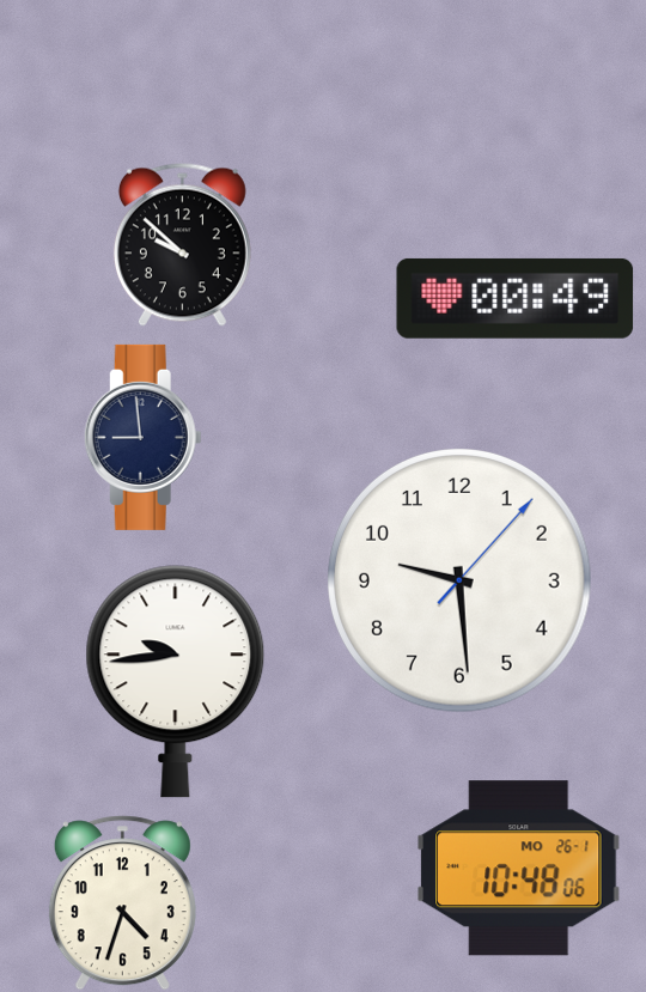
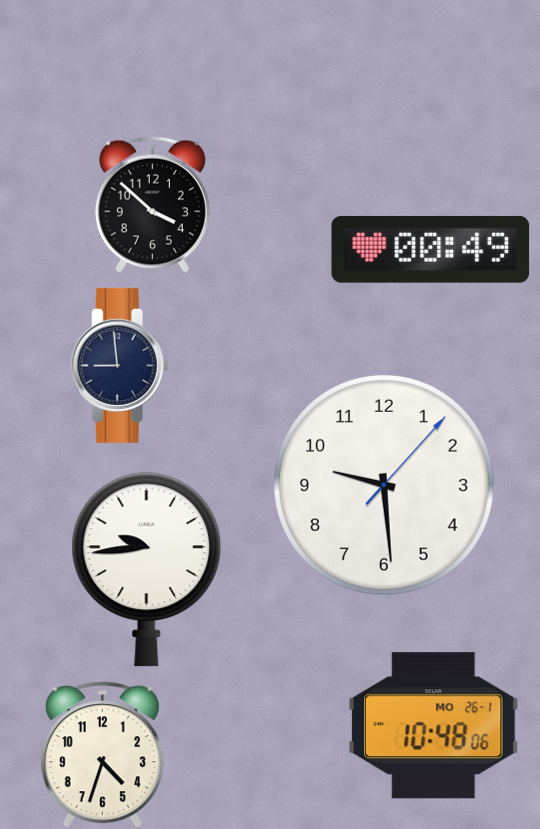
clock at (182, 244): 9:52 -> 3:52
